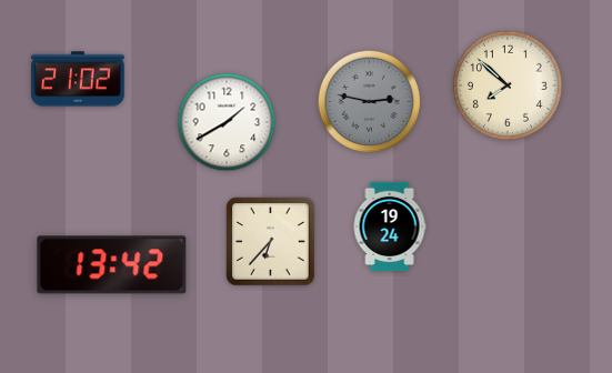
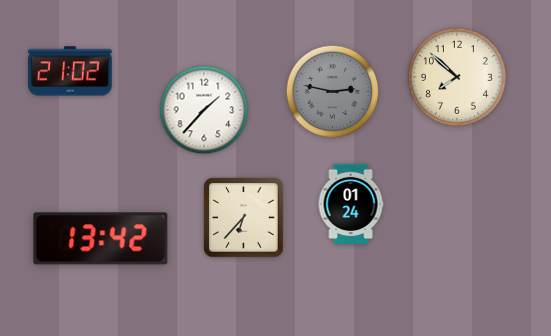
clock at (227, 122): 1:40 -> 1:37
clock at (390, 226): 19:24 -> 01:24
